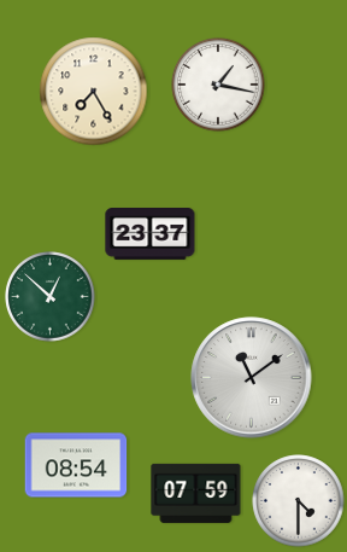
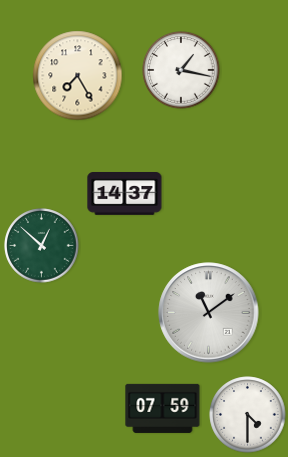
clock at (151, 234): 23:37 -> 14:37
clock at (76, 465): 08:54 -> none
